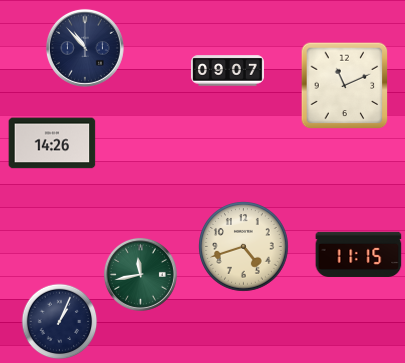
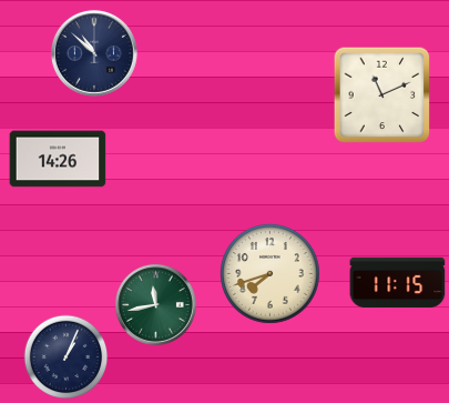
clock at (85, 48): 10:53 -> 10:52
clock at (228, 71): 09:07 -> none
clock at (244, 247): 4:42 -> 7:42
